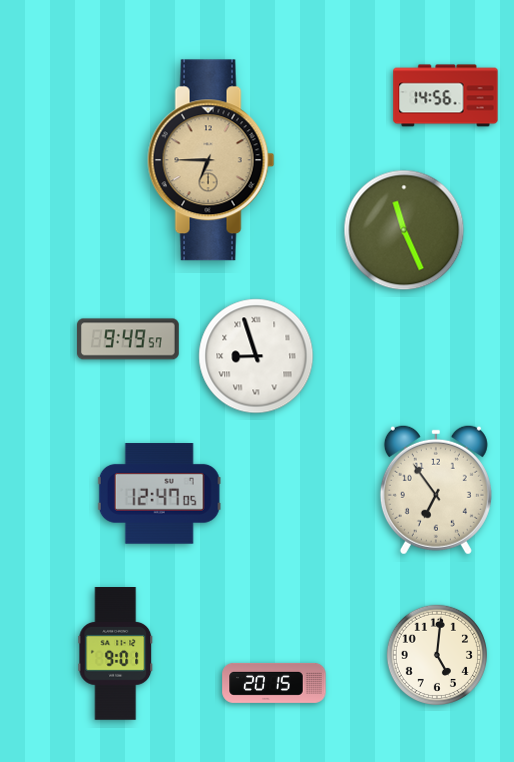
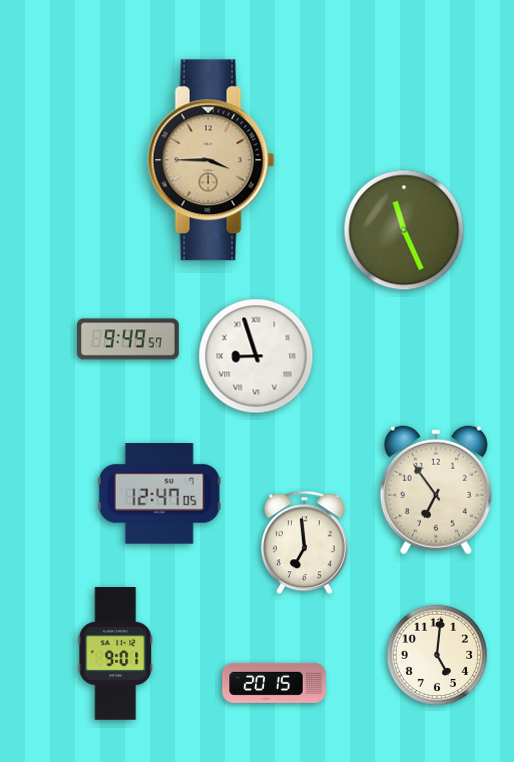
clock at (446, 96): 14:56 -> none
clock at (211, 160): 6:45 -> 3:45
clock at (304, 543): none -> 6:59
